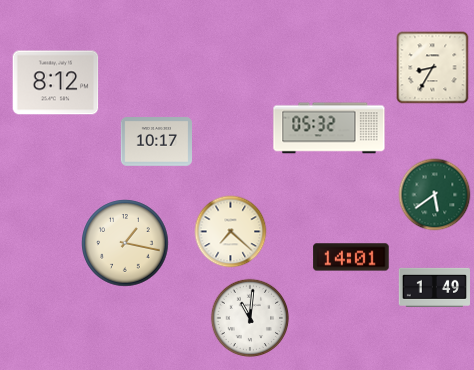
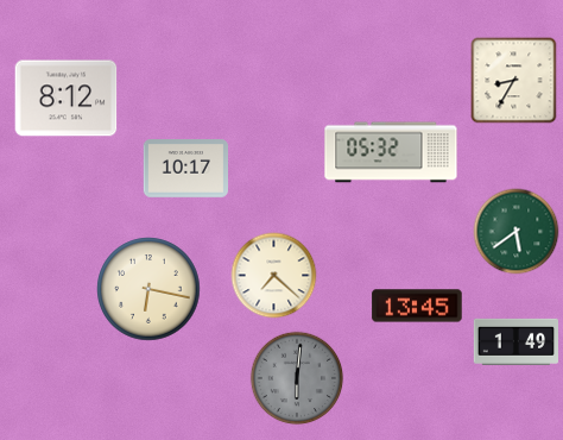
clock at (125, 243): 1:17 -> 6:17
clock at (351, 257): 14:01 -> 13:45
clock at (250, 318): 11:01 -> 6:01
clock at (250, 318) dial: white -> grey
